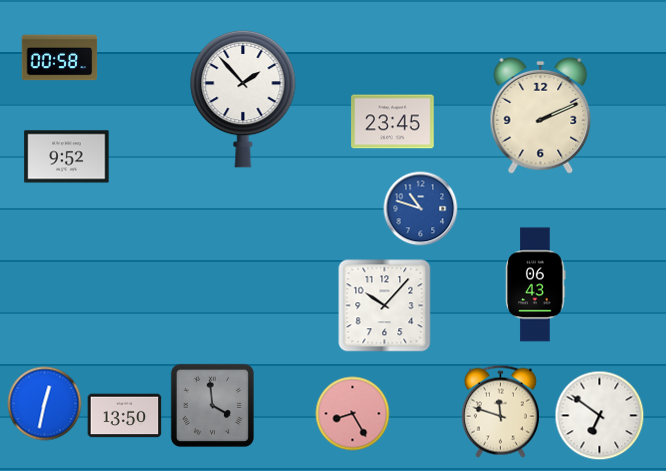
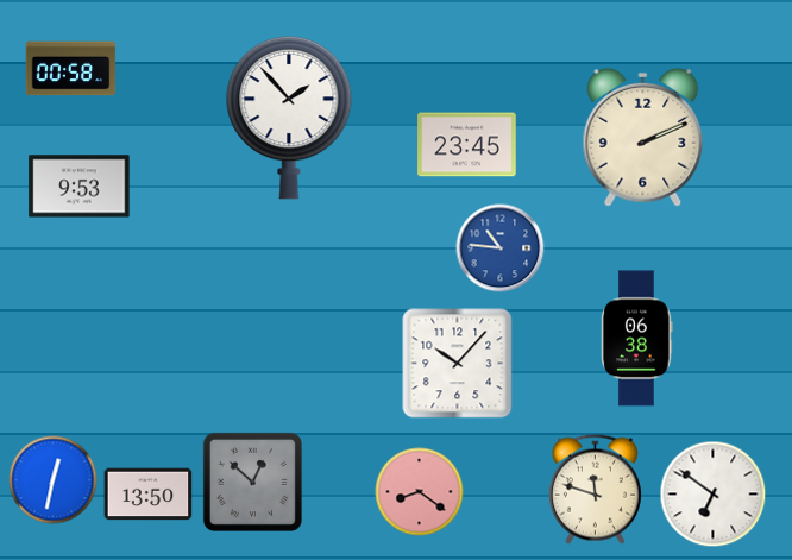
clock at (67, 157): 9:52 -> 9:53
clock at (421, 209): 10:48 -> 10:46
clock at (536, 285): 06:43 -> 06:38
clock at (212, 405): 3:59 -> 12:52
clock at (353, 414): 8:25 -> 8:21
